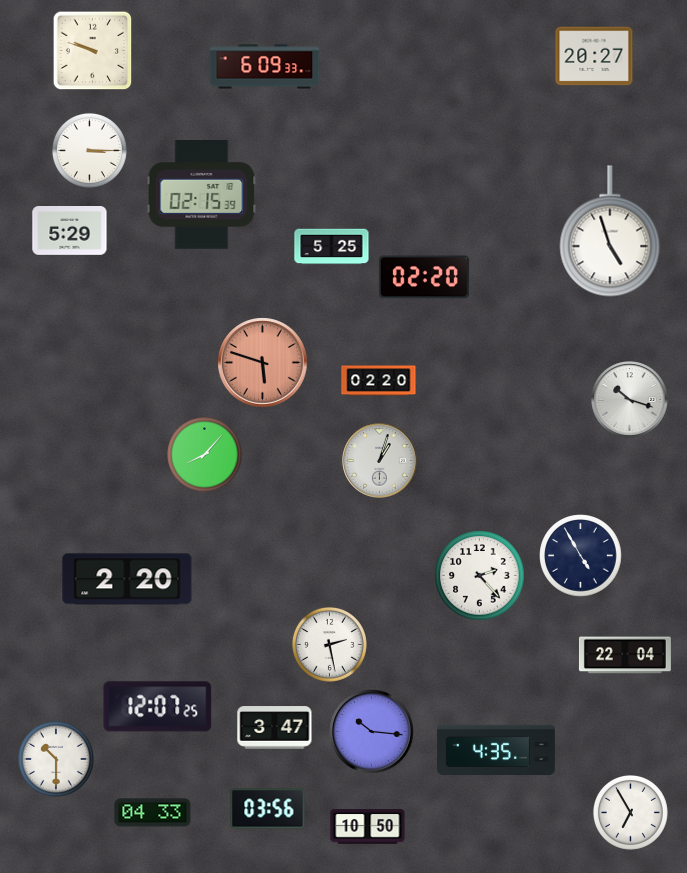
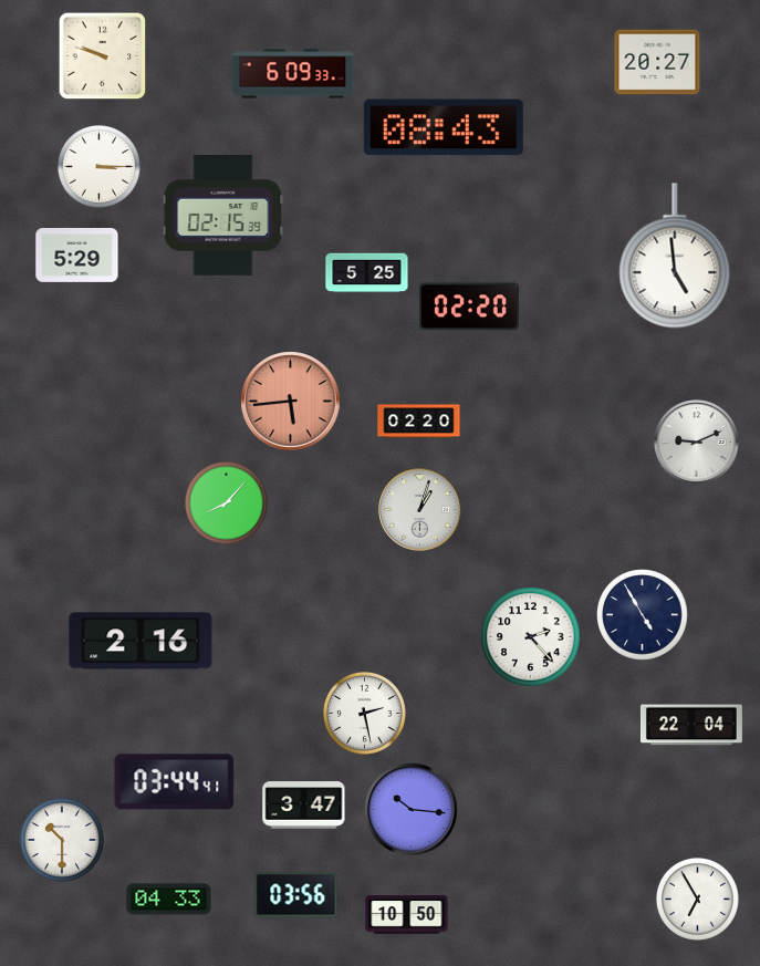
clock at (444, 127): none -> 08:43
clock at (610, 231): 4:57 -> 4:59
clock at (263, 363): 5:48 -> 5:44
clock at (630, 400): 10:18 -> 9:11
clock at (127, 579): 2:20 -> 2:16
clock at (158, 707): 12:07 -> 03:44
clock at (496, 749): 4:35 -> none
